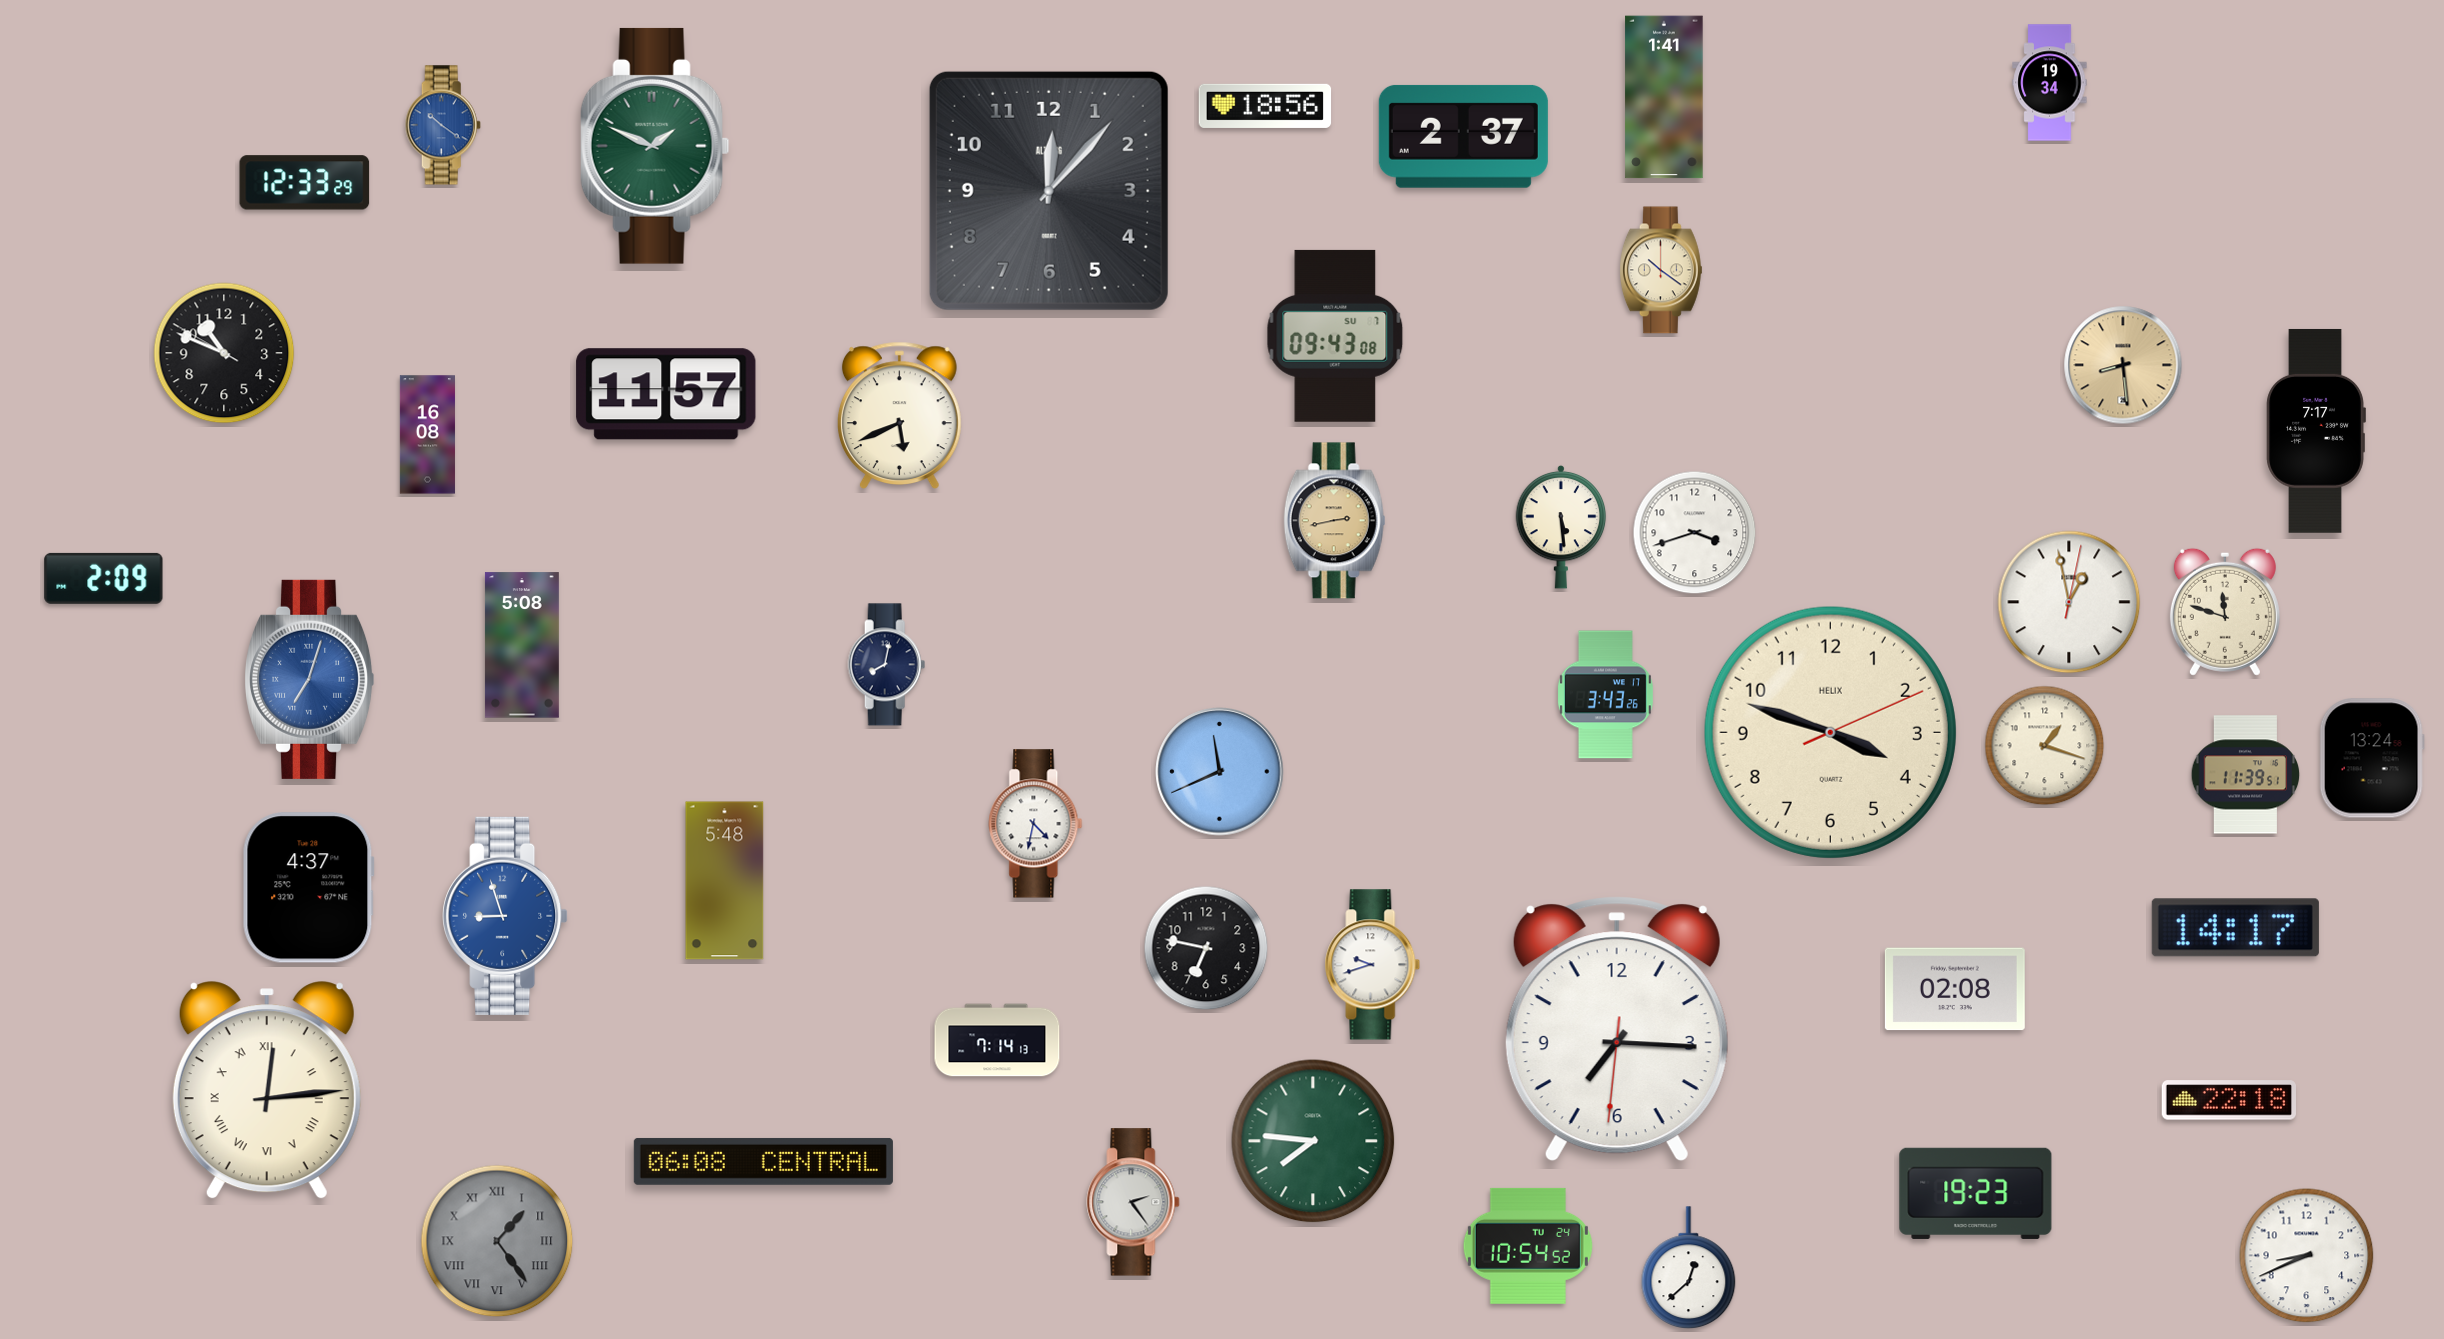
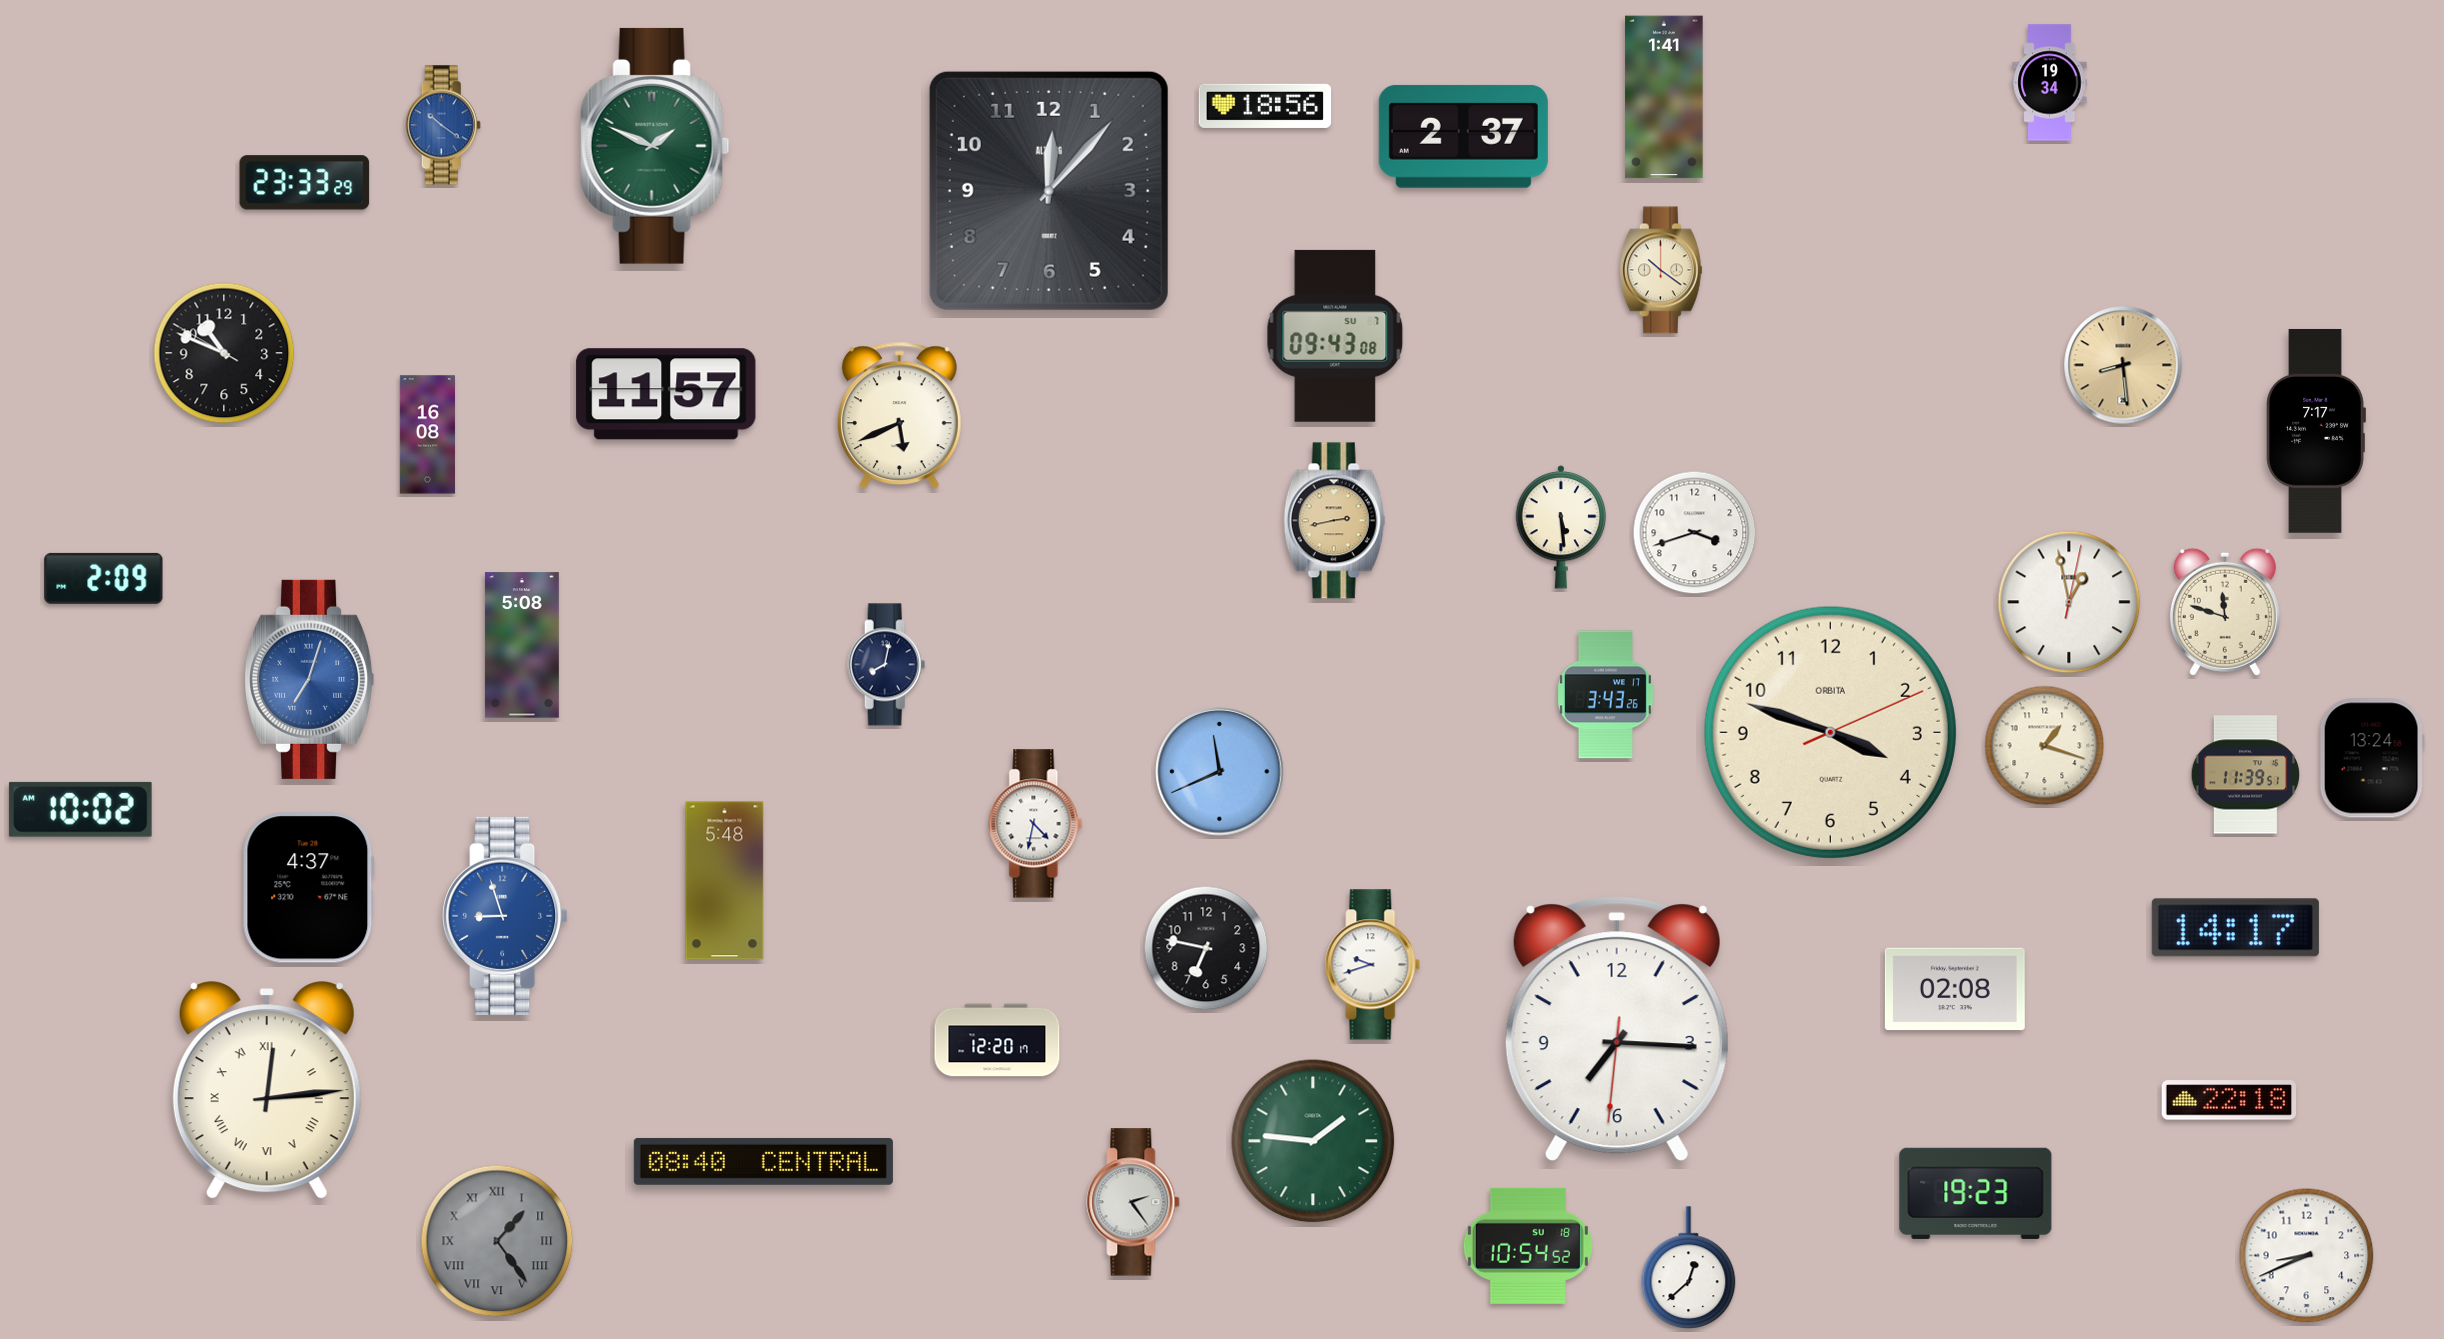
clock at (305, 183): 12:33 -> 23:33
clock at (1830, 732) brand: HELIX -> ORBITA
clock at (80, 809): none -> 10:02
clock at (997, 1040): 7:14 -> 12:20
clock at (1313, 1141): 7:46 -> 1:46
clock at (763, 1161): 06:08 -> 08:40
clock at (1528, 1246) date: TU 24 -> SU 18
